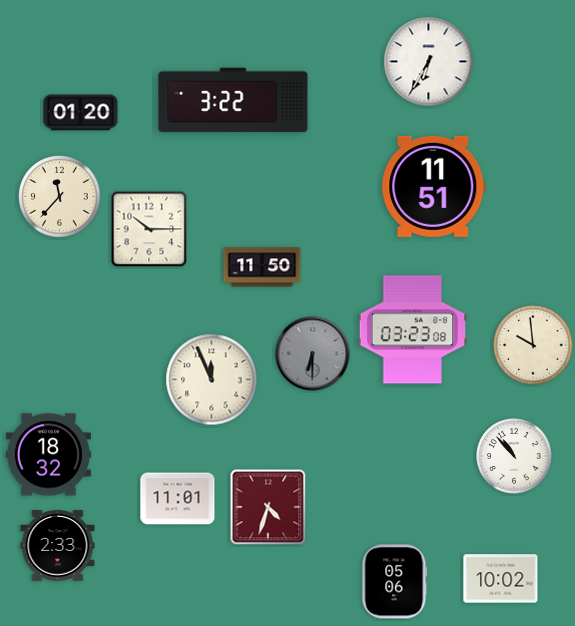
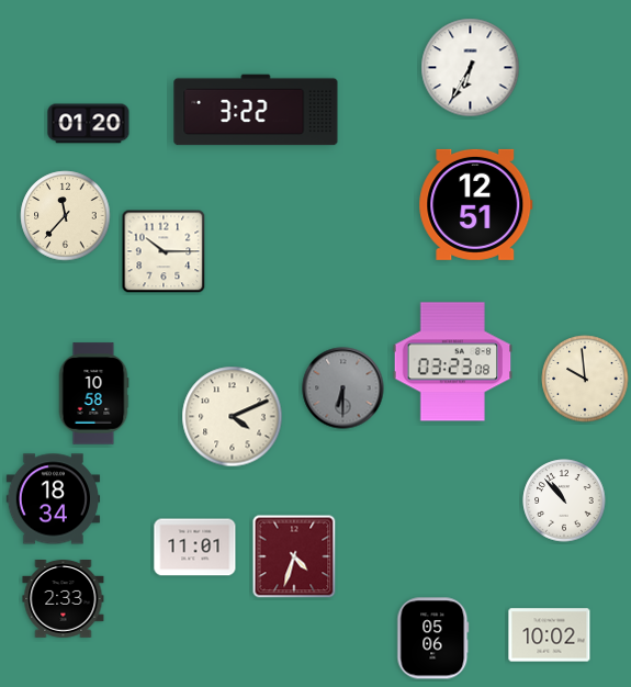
clock at (434, 186): 11:51 -> 12:51
clock at (262, 267): 11:50 -> none
clock at (93, 394): none -> 10:58
clock at (212, 380): 11:56 -> 4:11
clock at (49, 455): 18:32 -> 18:34
